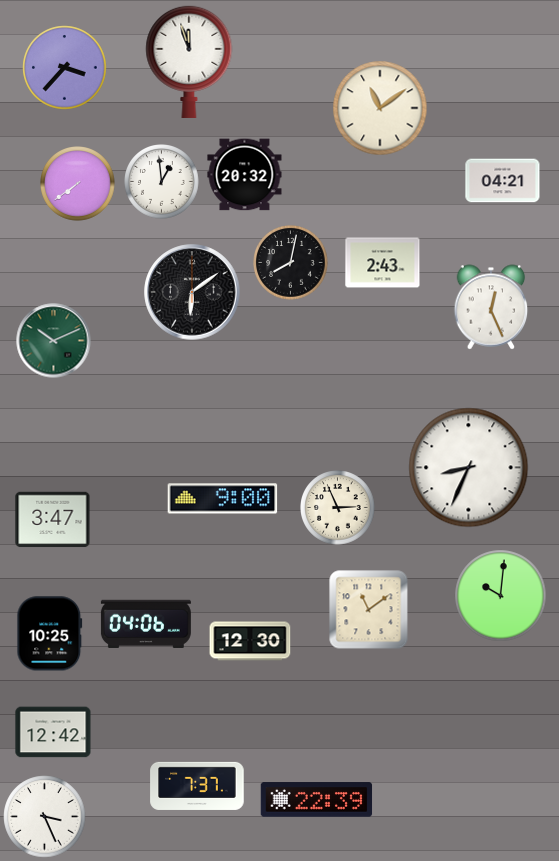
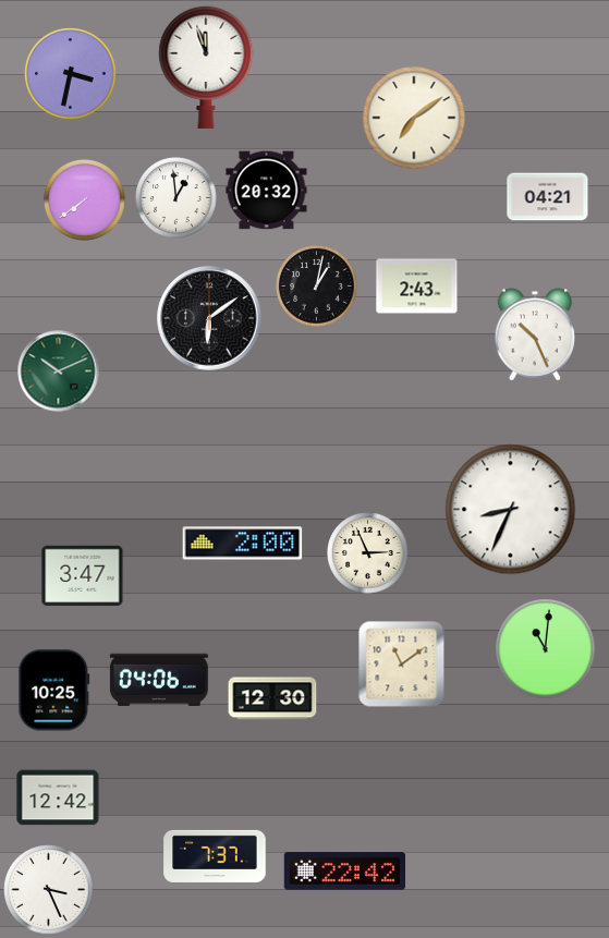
clock at (65, 68): 3:37 -> 3:32
clock at (380, 108): 11:09 -> 7:09
clock at (291, 263): 8:02 -> 1:02
clock at (491, 307): 12:26 -> 10:26
clock at (223, 499): 9:00 -> 2:00
clock at (53, 520) position: (53, 520) -> (83, 576)
clock at (501, 596): 10:01 -> 11:01
clock at (317, 800): 22:39 -> 22:42
